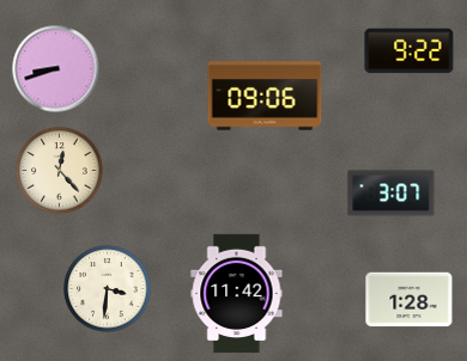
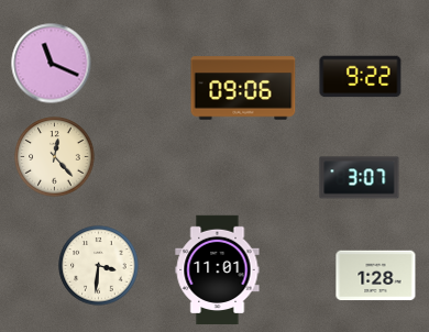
clock at (410, 51) position: (410, 51) -> (361, 77)
clock at (56, 69): 8:42 -> 11:19
clock at (237, 294): 11:42 -> 11:01
